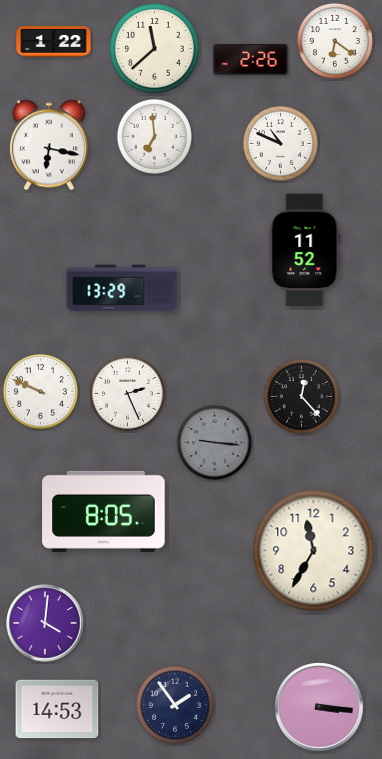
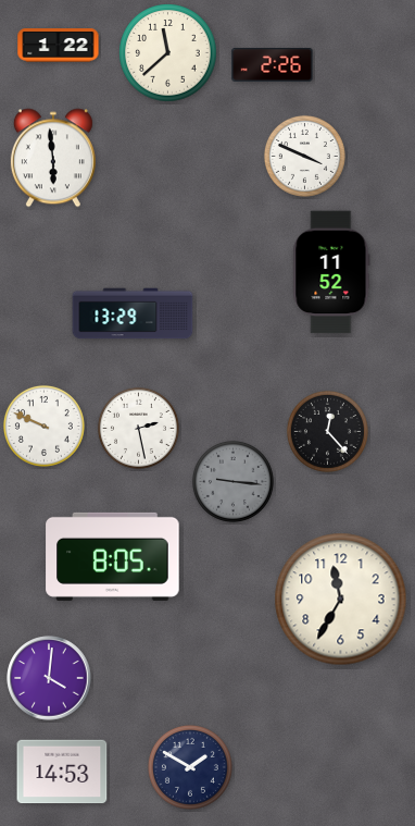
clock at (335, 41): 6:21 -> none
clock at (154, 136): 6:59 -> none
clock at (280, 143): 10:49 -> 3:49
clock at (49, 145): 6:17 -> 5:59
clock at (127, 393): 2:26 -> 2:28
clock at (175, 705): 1:54 -> 1:50
clock at (319, 707): 3:16 -> none
